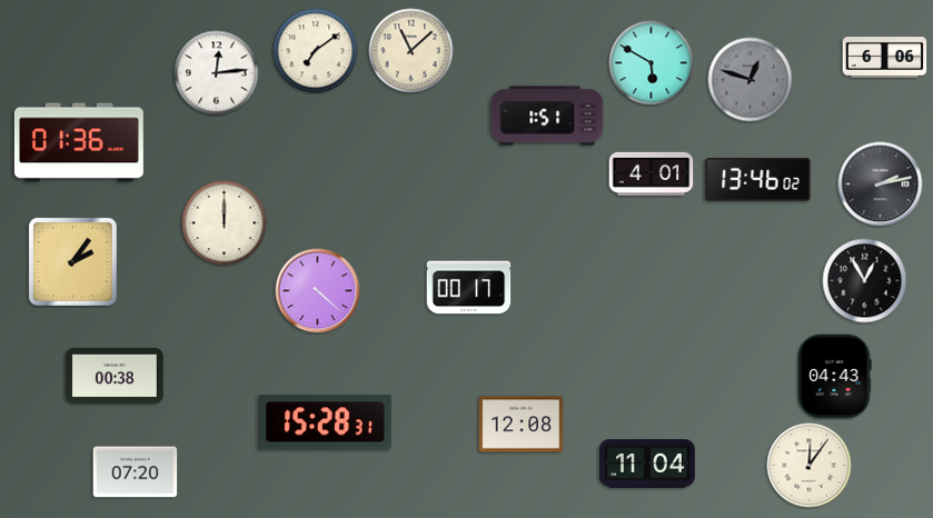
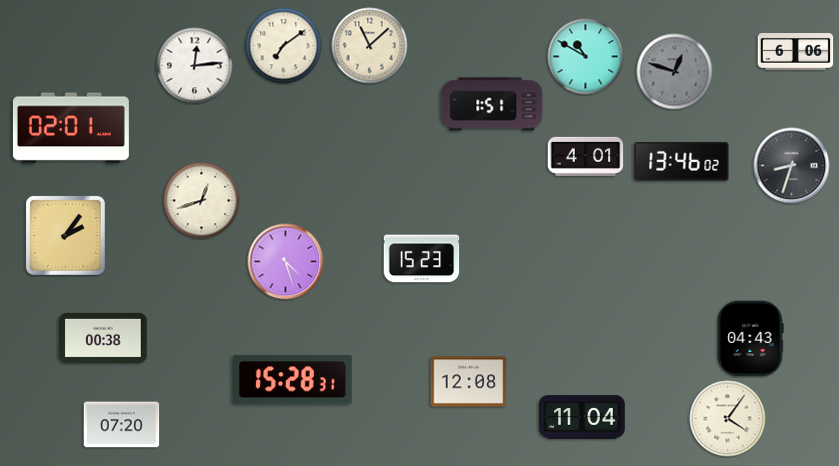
clock at (652, 63): 5:50 -> 10:50
clock at (79, 142): 01:36 -> 02:01
clock at (881, 185): 2:13 -> 8:33
clock at (225, 223): 12:00 -> 12:42
clock at (865, 281): 12:55 -> none
clock at (469, 288): 00:17 -> 15:23
clock at (318, 291): 4:22 -> 4:27
clock at (810, 466): 12:06 -> 4:06
